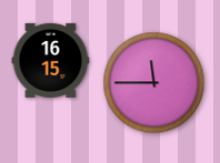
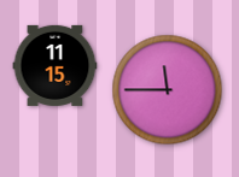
clock at (51, 60): 16:15 -> 11:15
